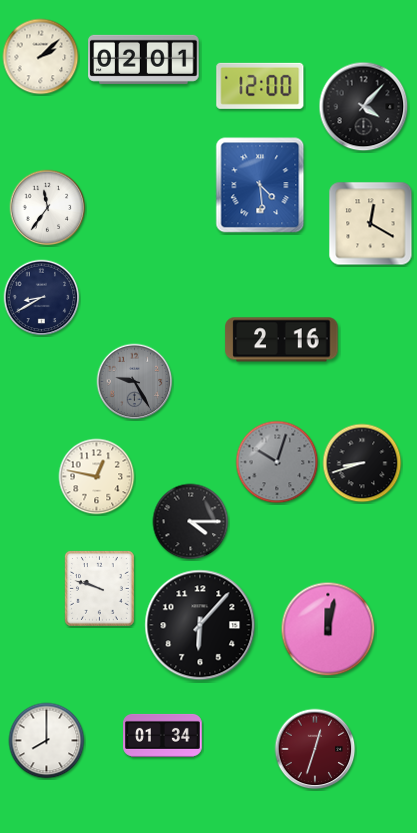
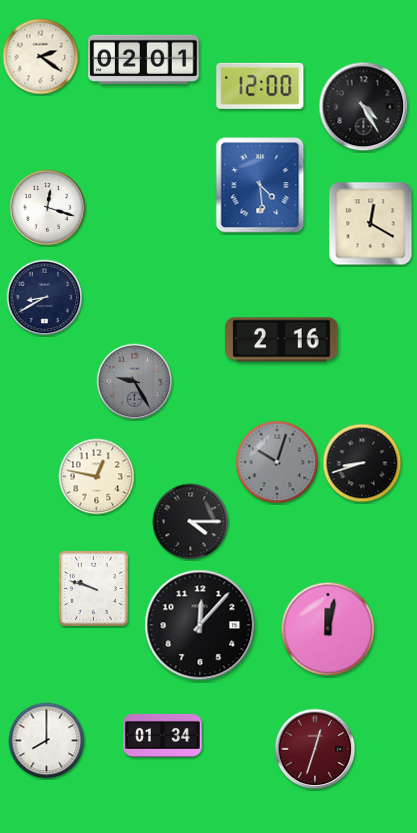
clock at (41, 57): 2:08 -> 2:21
clock at (364, 107): 4:07 -> 4:25
clock at (48, 208): 11:36 -> 12:18
clock at (42, 298) position: (42, 298) -> (45, 298)
clock at (100, 589) position: (100, 589) -> (94, 589)
clock at (200, 625): 6:07 -> 12:07
